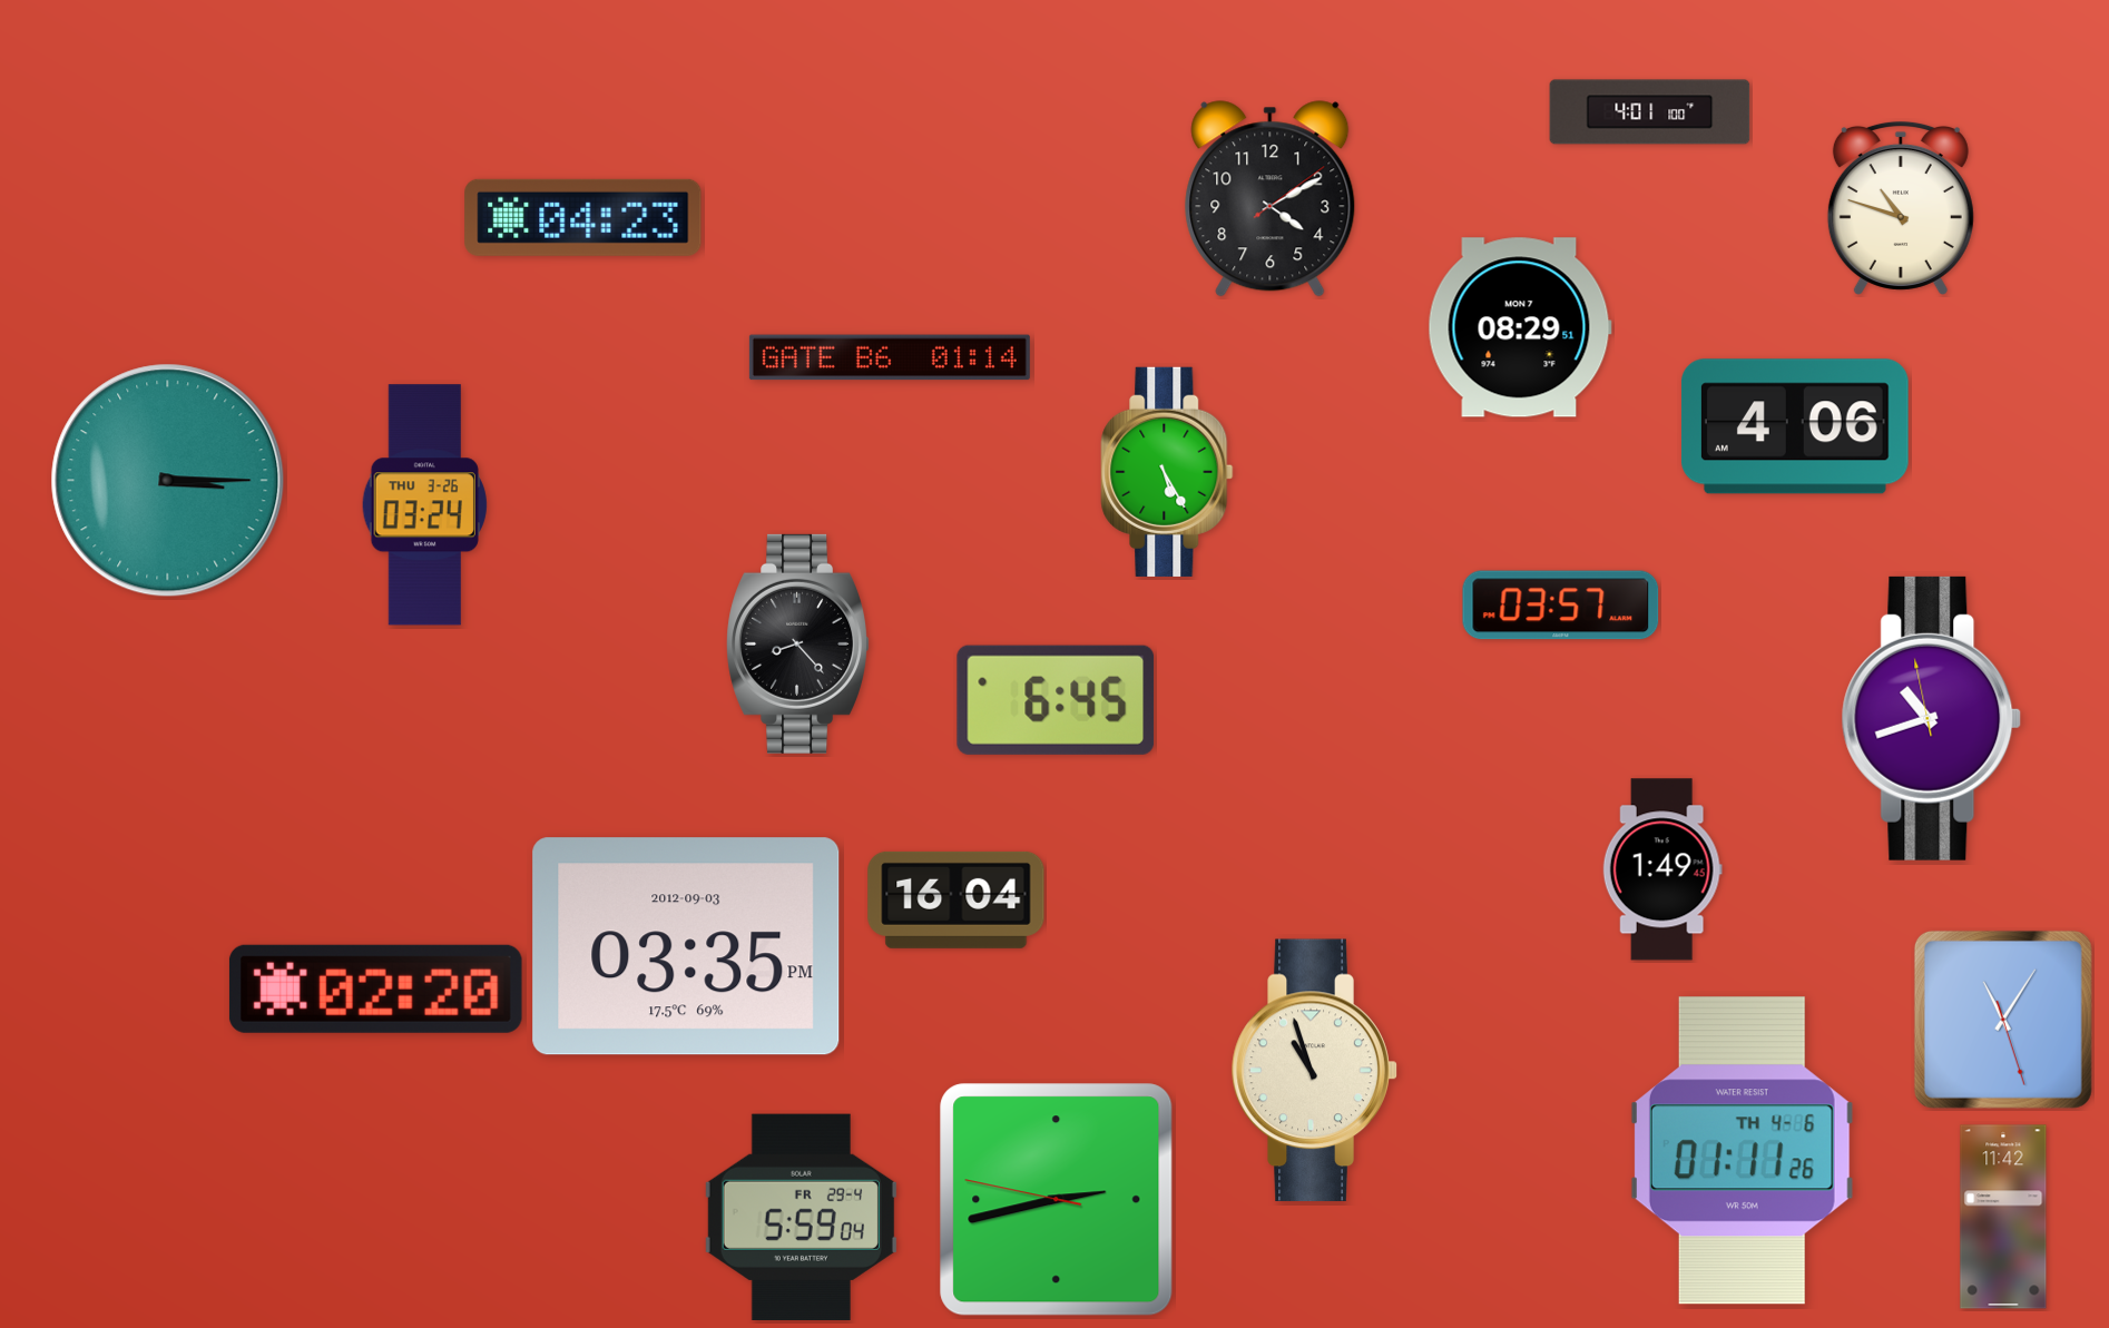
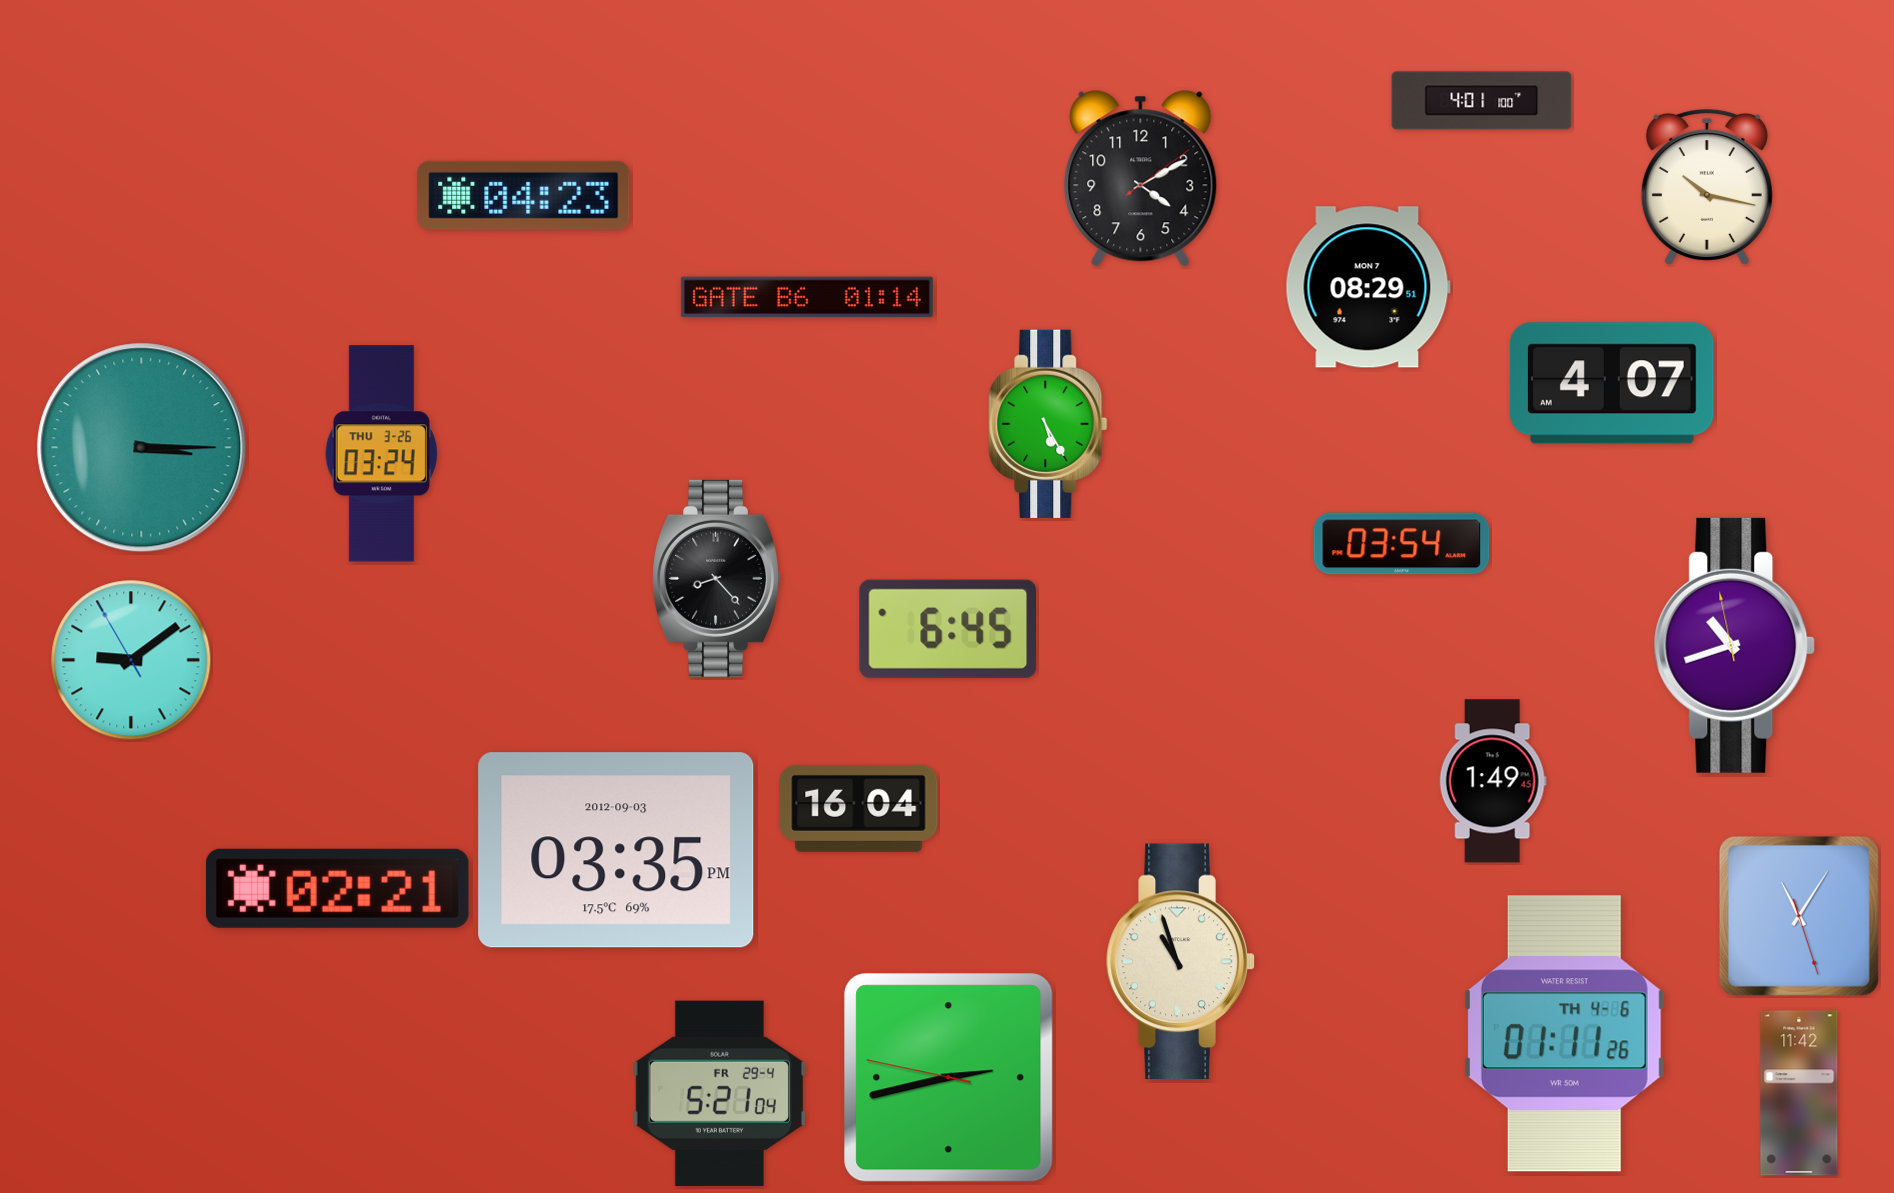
clock at (1901, 208): 10:48 -> 10:17
clock at (1520, 327) position: (1520, 327) -> (1368, 287)
clock at (890, 357) position: (890, 357) -> (807, 297)
clock at (1795, 426): 4:06 -> 4:07
clock at (168, 481) position: (168, 481) -> (142, 448)
clock at (1561, 606): 03:57 -> 03:54
clock at (131, 660): none -> 9:08
clock at (375, 988): 02:20 -> 02:21
clock at (801, 1217): 5:59 -> 5:21
